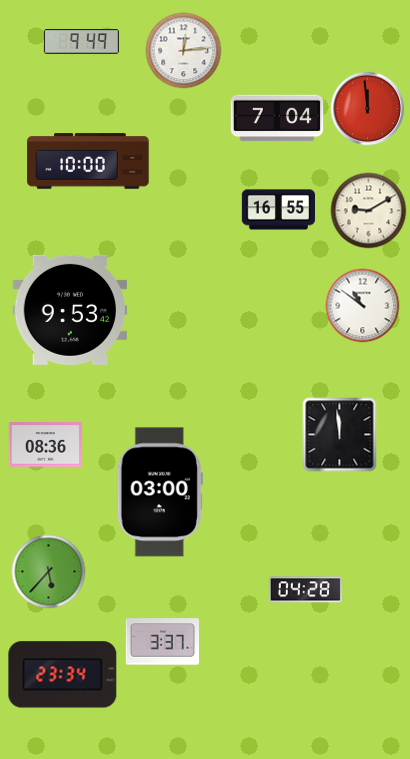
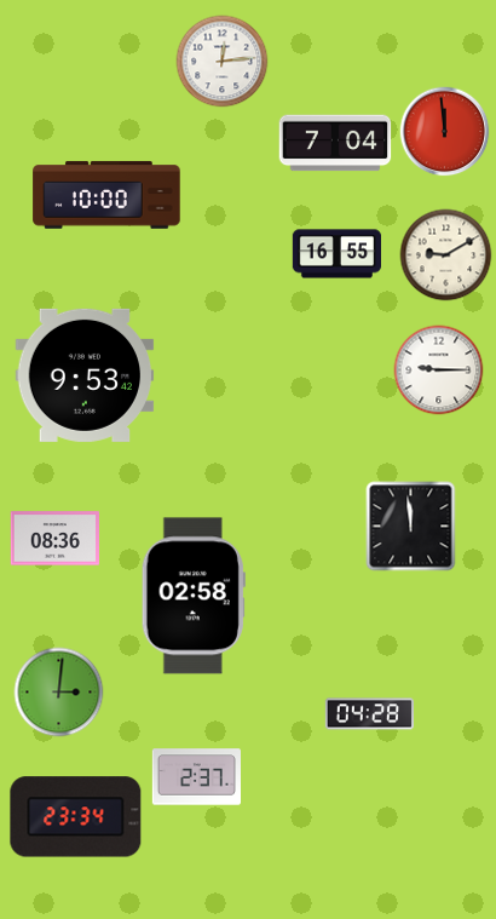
clock at (81, 42): 9:49 -> none
clock at (363, 306): 10:51 -> 9:15
clock at (160, 492): 03:00 -> 02:58
clock at (49, 572): 5:37 -> 3:01
clock at (162, 642): 3:37 -> 2:37
